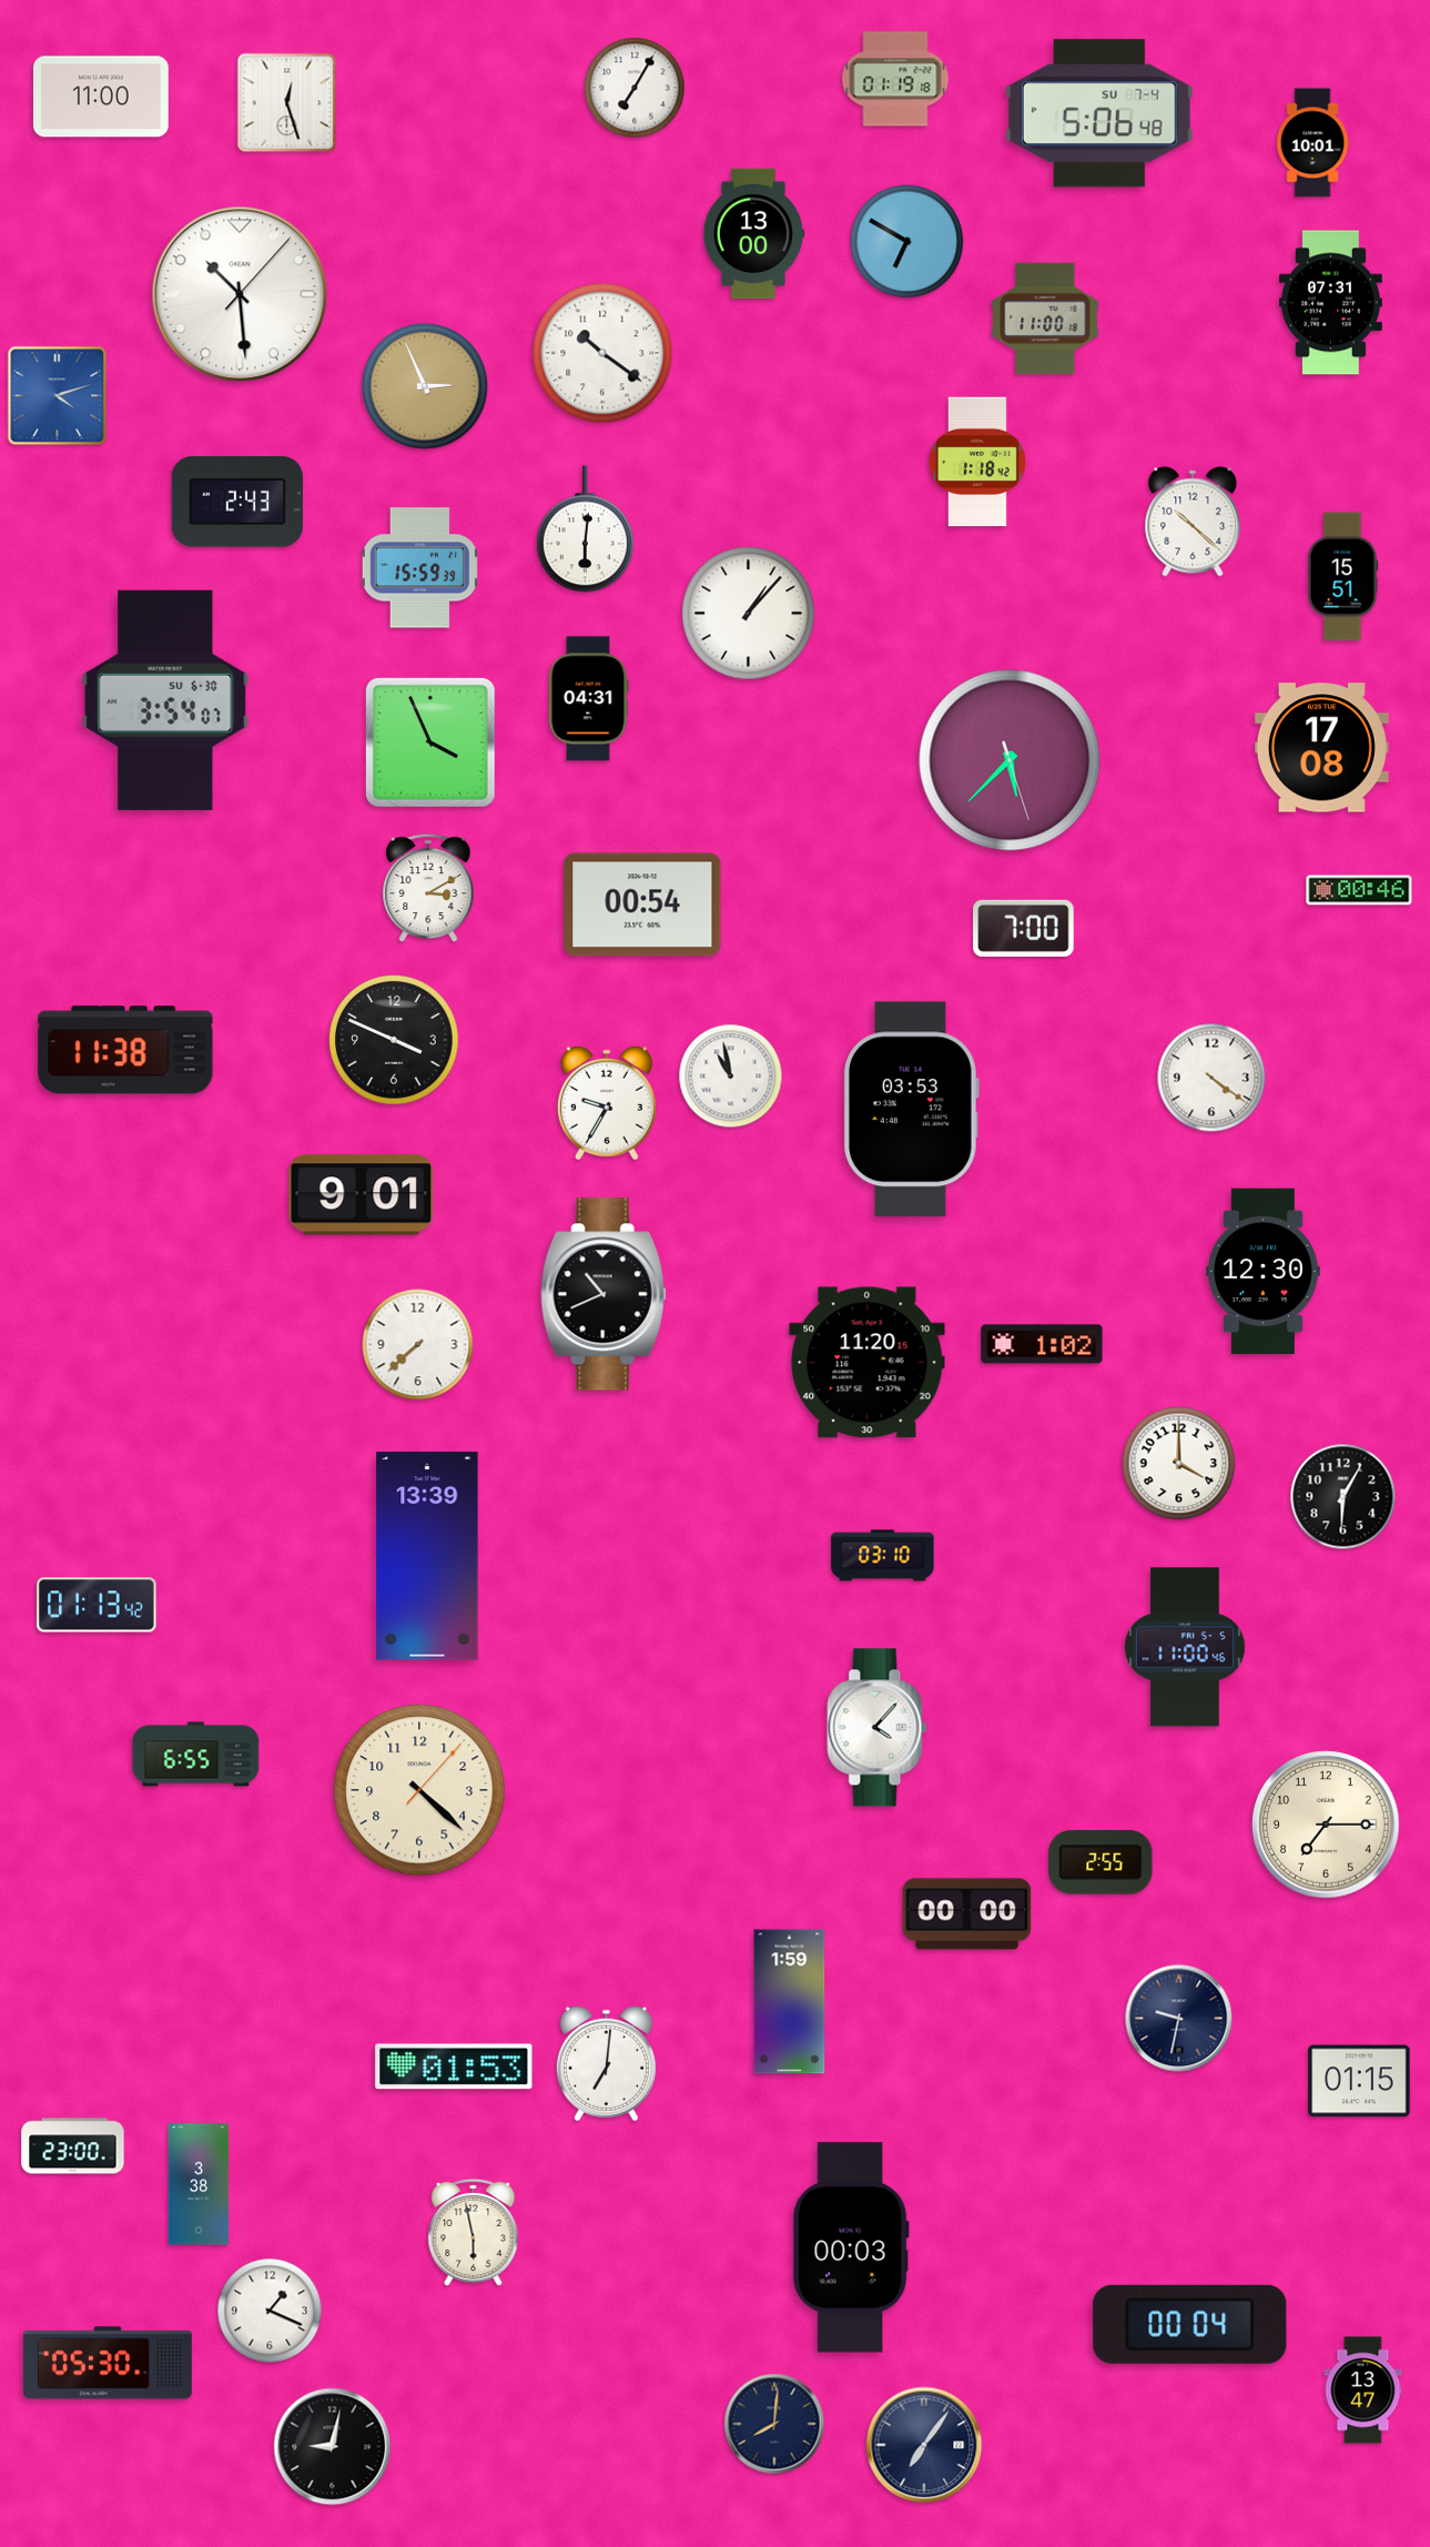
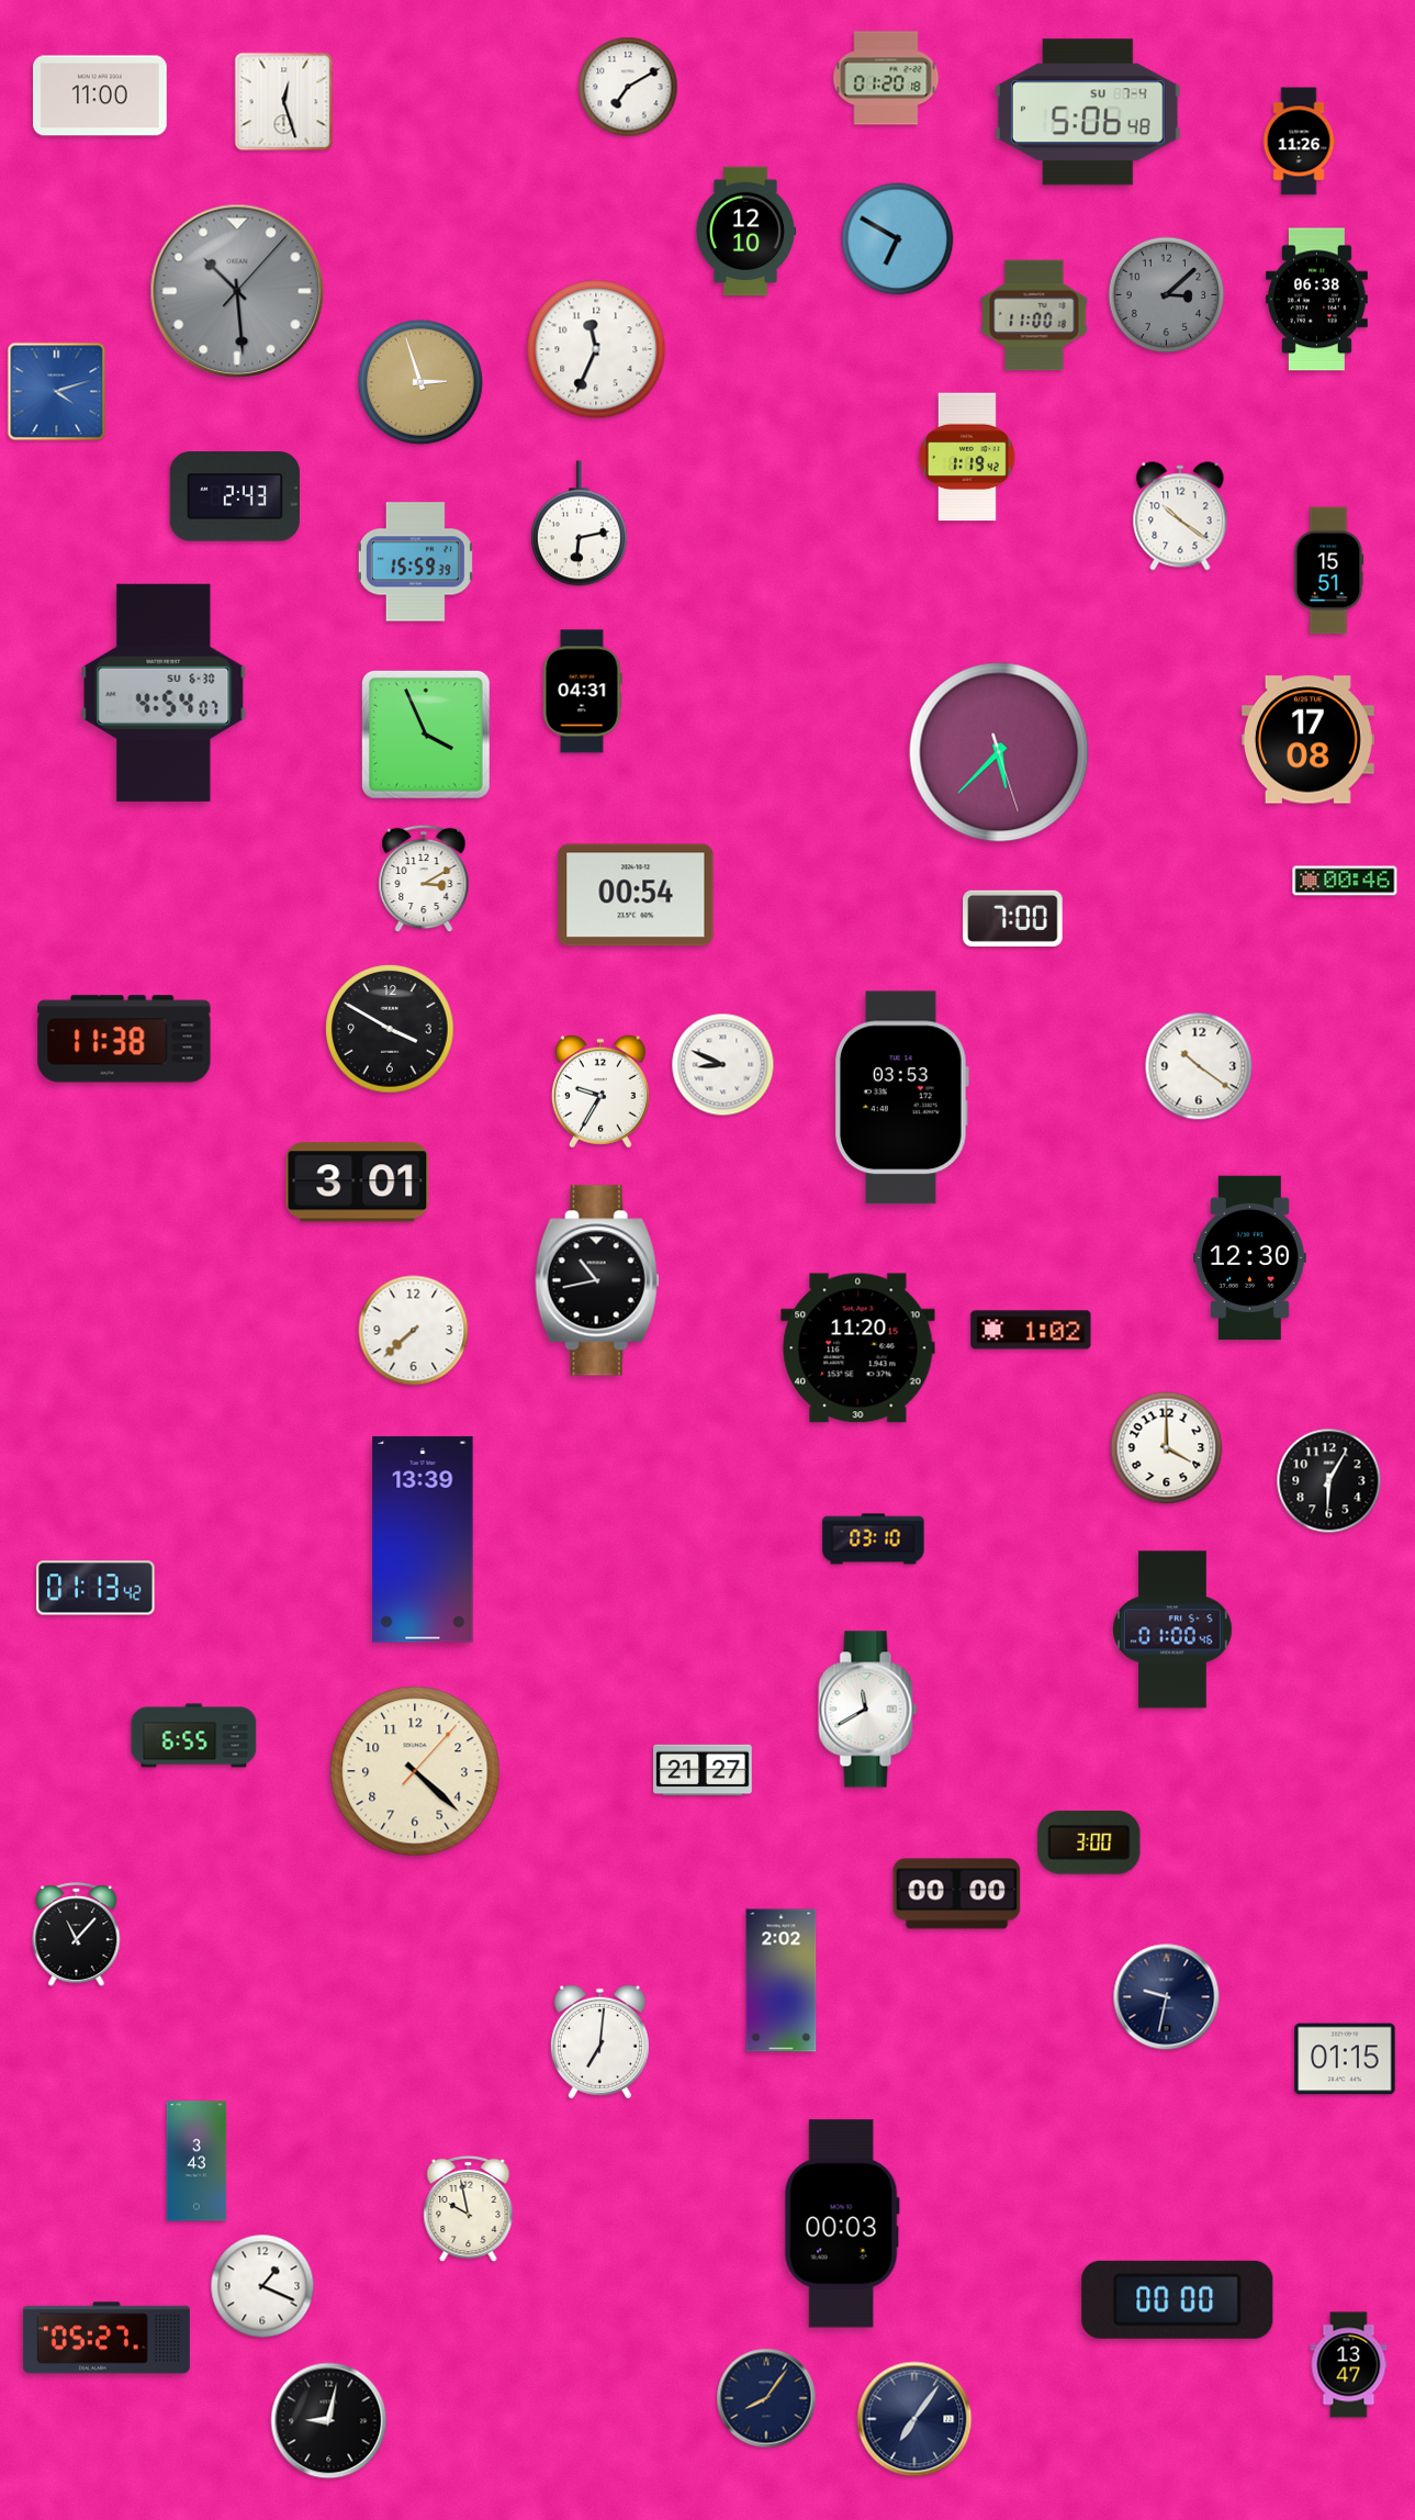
clock at (895, 79): 01:19 -> 01:20
clock at (635, 88): 7:05 -> 7:10
clock at (1312, 143): 10:01 -> 11:26
clock at (753, 234): 13:00 -> 12:10
clock at (240, 294) dial: white -> grey
clock at (1167, 295): none -> 3:08
clock at (1330, 303): 07:31 -> 06:38
clock at (602, 353): 10:21 -> 11:34
clock at (425, 386): 2:56 -> 2:57
clock at (977, 462): 1:18 -> 1:19
clock at (1193, 522): 10:22 -> 10:21
clock at (585, 529): 6:01 -> 6:13
clock at (749, 614): 1:07 -> none
clock at (165, 700): 3:54 -> 4:54
clock at (394, 1040): 3:49 -> 3:50
clock at (731, 1077): 10:58 -> 8:49
clock at (1211, 1078): 4:21 -> 10:21
clock at (362, 1195): 9:01 -> 3:01
clock at (604, 1294): 10:41 -> 10:43
clock at (1185, 1647): 11:00 -> 01:00
clock at (878, 1728): 4:07 -> 11:40
clock at (703, 1770): none -> 21:27
clock at (1326, 1825): 7:15 -> none
clock at (1101, 1863): 2:55 -> 3:00
clock at (77, 1935): none -> 11:07
clock at (790, 2002): 1:59 -> 2:02
clock at (454, 2066): 01:53 -> none
clock at (73, 2146): 23:00 -> none
clock at (199, 2184): 3:38 -> 3:43
clock at (474, 2233): 5:58 -> 9:58
clock at (270, 2311) position: (270, 2311) -> (262, 2286)
clock at (1190, 2324): 00:04 -> 00:00
clock at (108, 2363): 05:30 -> 05:27
clock at (774, 2424): 8:01 -> 8:06
